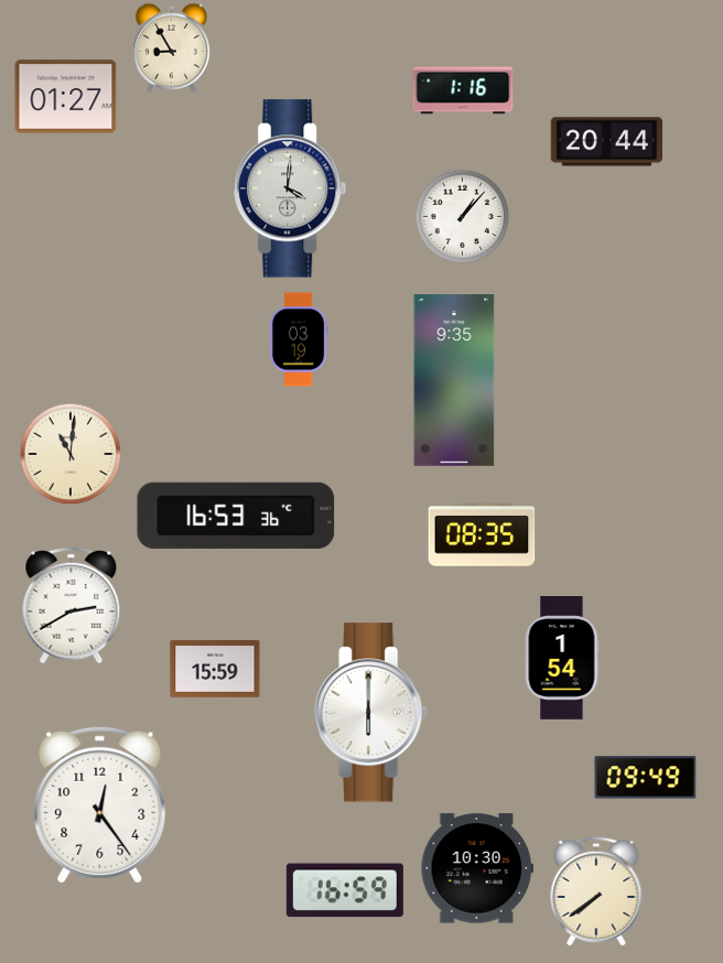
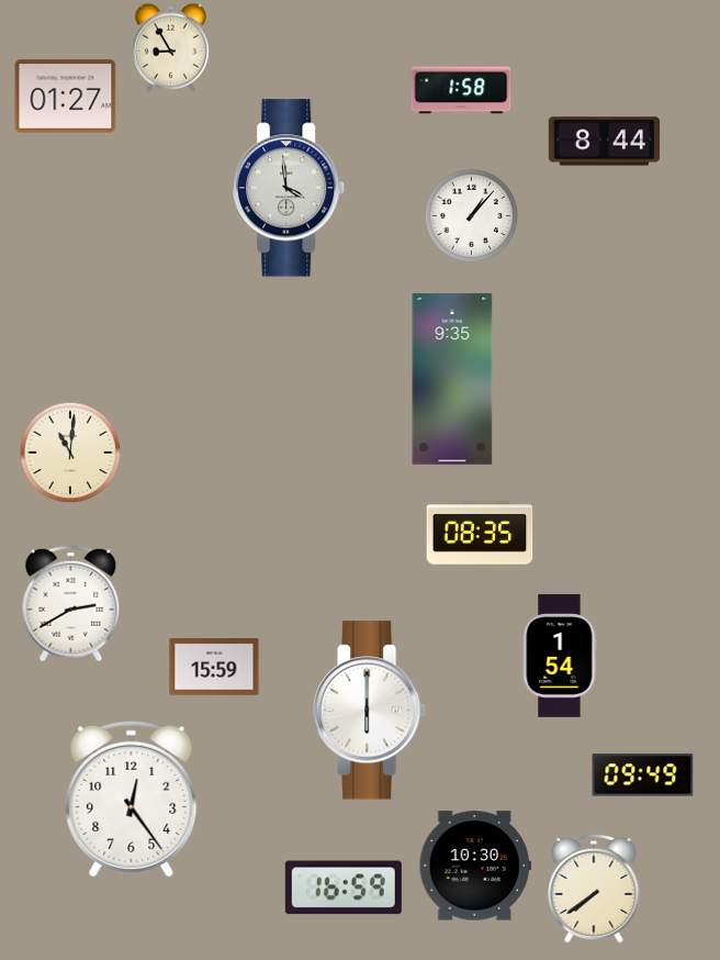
clock at (463, 90): 1:16 -> 1:58
clock at (607, 142): 20:44 -> 8:44
clock at (291, 188): 4:01 -> 3:59
clock at (462, 216) position: (462, 216) -> (471, 215)
clock at (299, 339): 03:19 -> none
clock at (236, 516): 16:53 -> none
clock at (100, 804) position: (100, 804) -> (132, 799)
